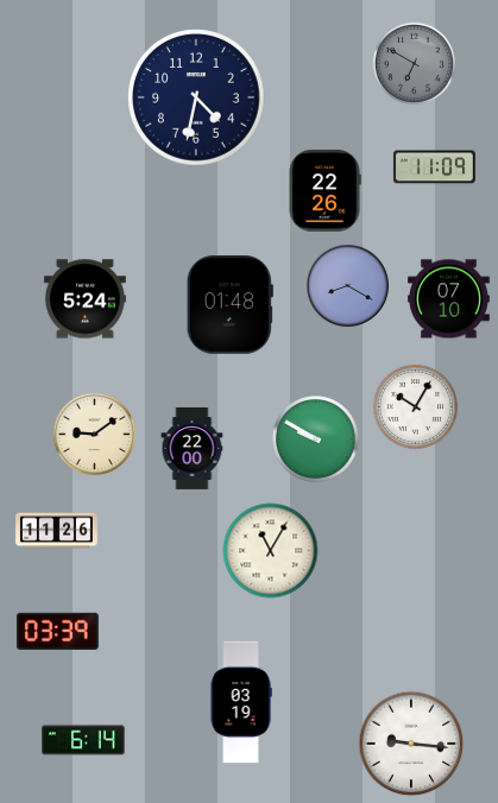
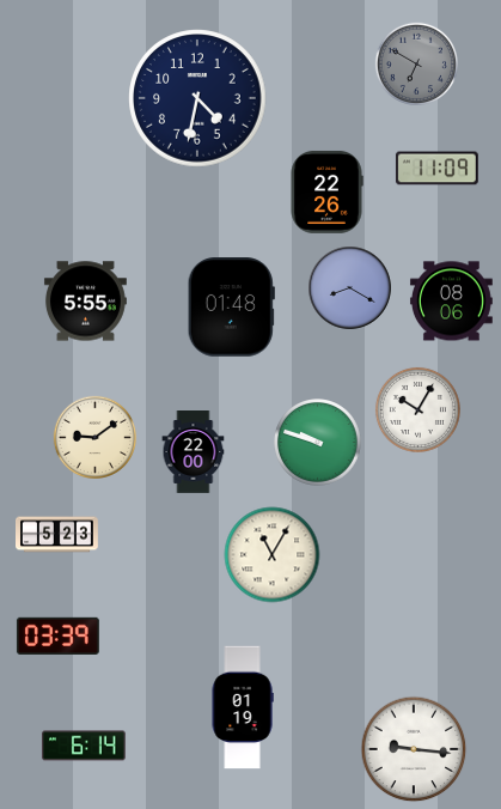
clock at (84, 299): 5:24 -> 5:55
clock at (448, 299): 07:10 -> 08:06
clock at (316, 440): 9:50 -> 9:48
clock at (57, 531): 11:26 -> 5:23
clock at (241, 702): 03:19 -> 01:19
